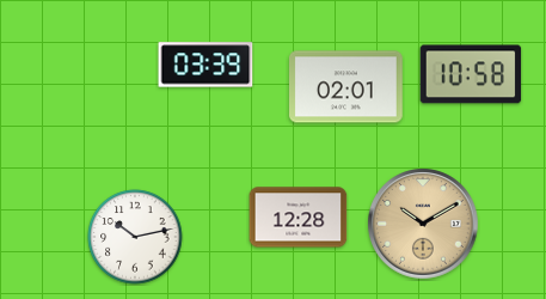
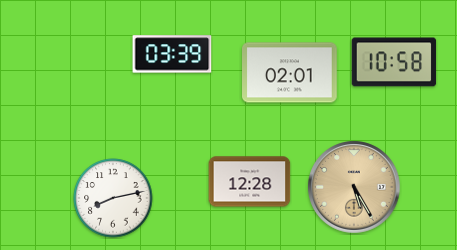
clock at (423, 224): 10:10 -> 5:25
clock at (135, 237): 10:13 -> 8:13
